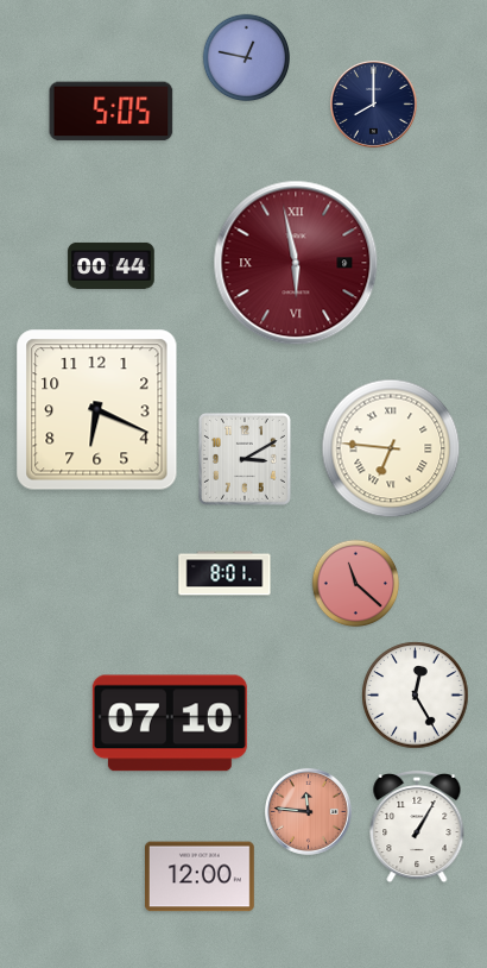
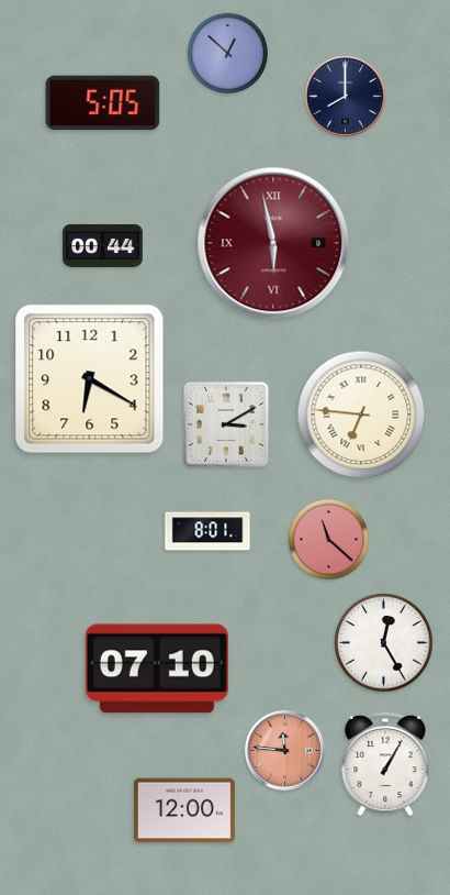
clock at (247, 58): 12:47 -> 12:52
clock at (97, 410): 6:19 -> 6:20
